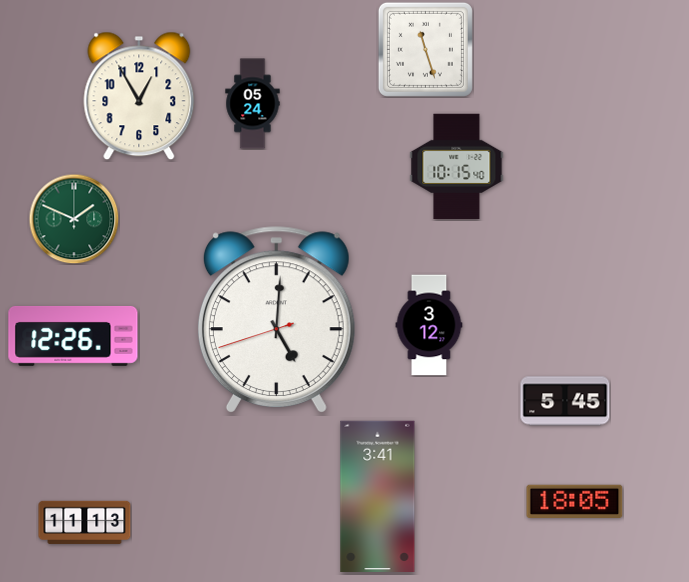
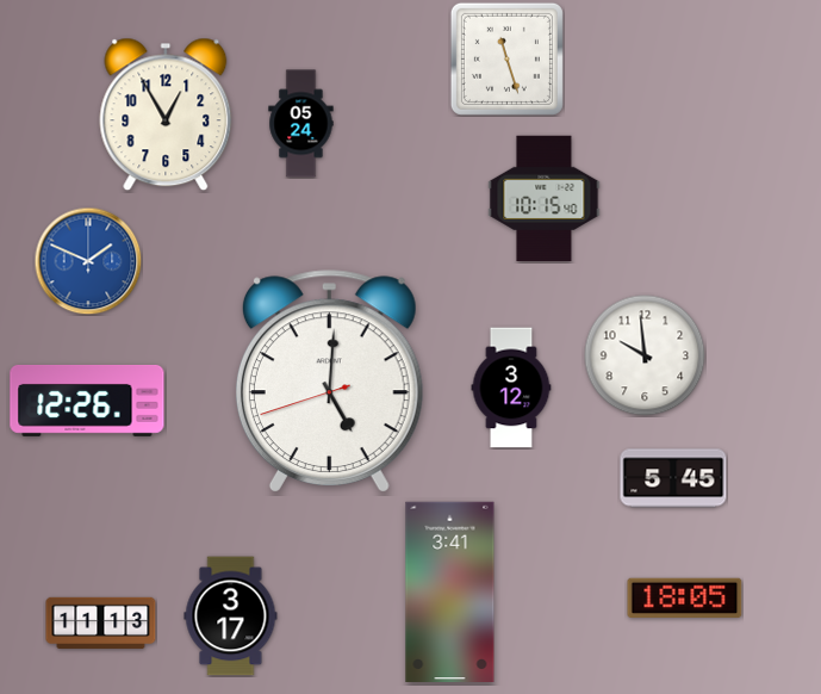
clock at (74, 219) dial: green -> blue
clock at (645, 355): none -> 9:59
clock at (231, 616): none -> 3:17
